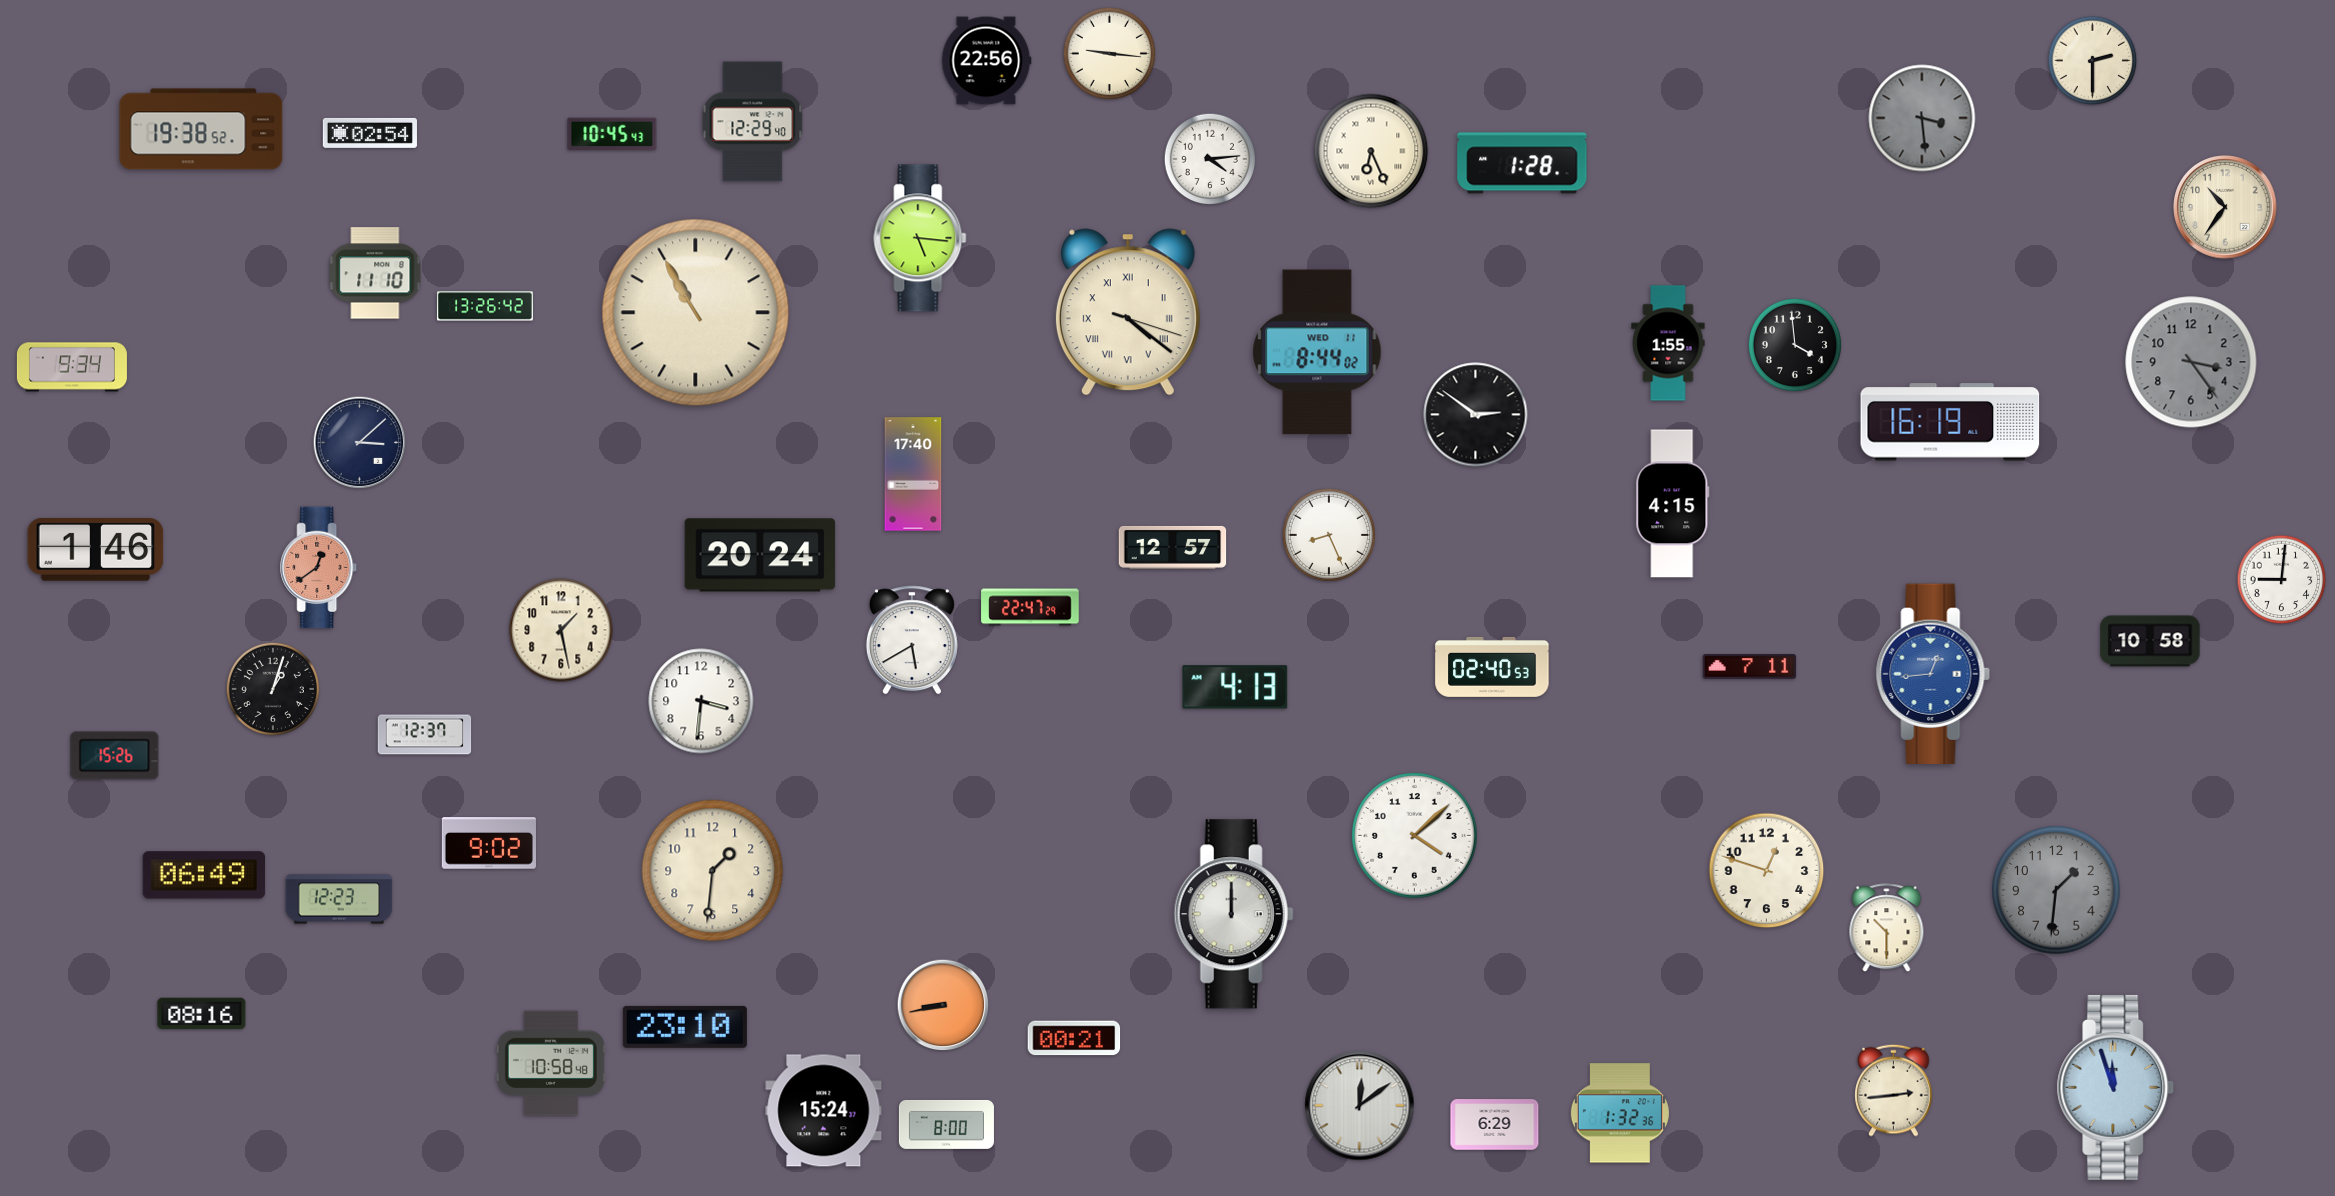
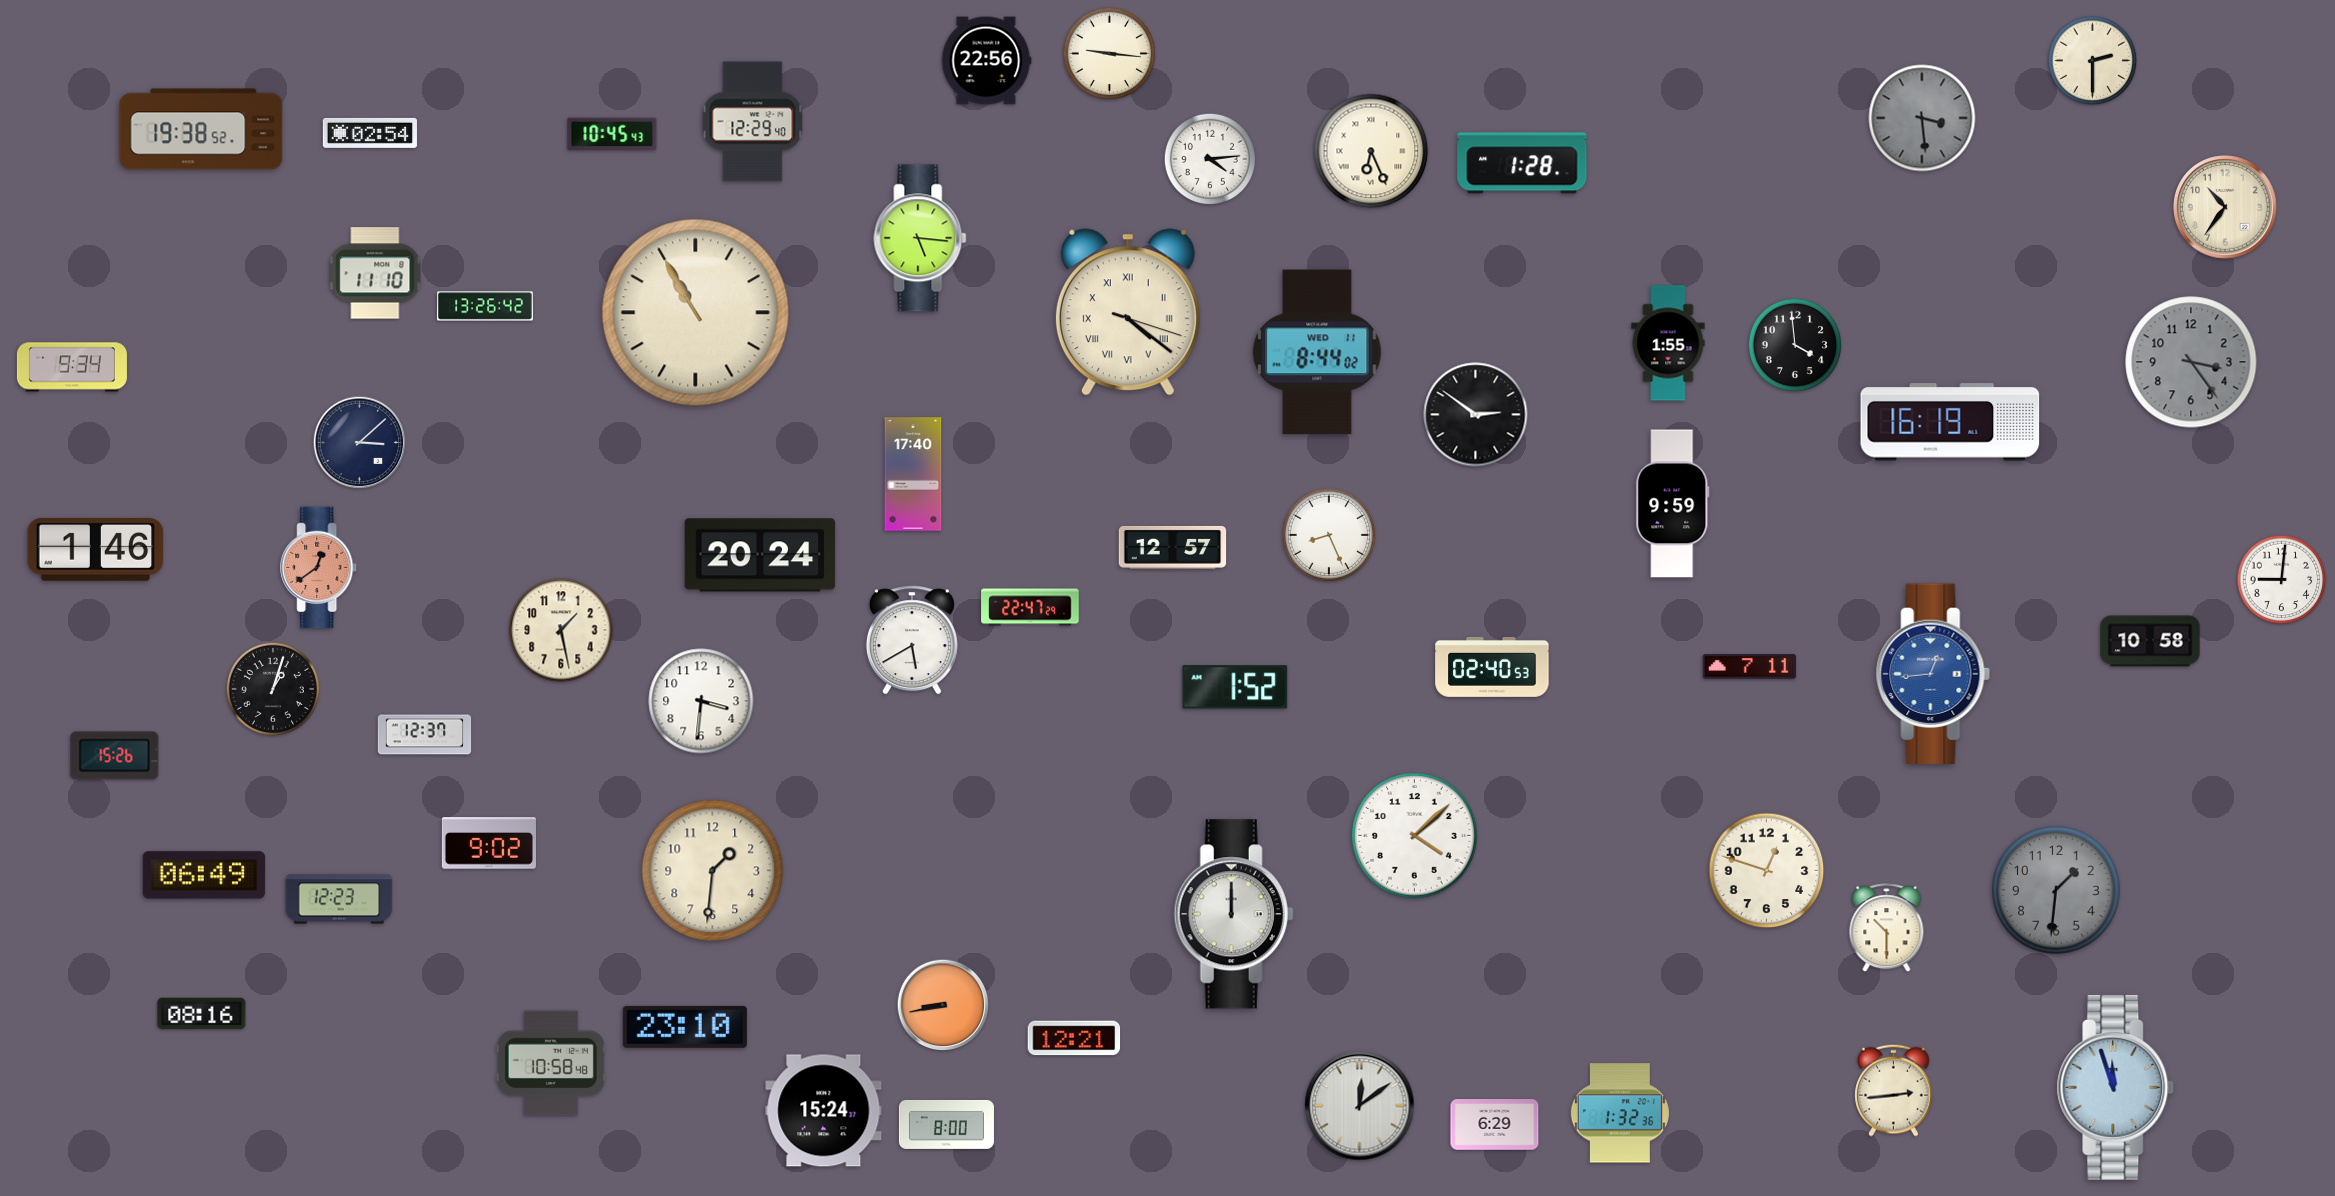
clock at (1673, 504): 4:15 -> 9:59
clock at (1235, 687): 4:13 -> 1:52
clock at (1074, 1038): 00:21 -> 12:21
